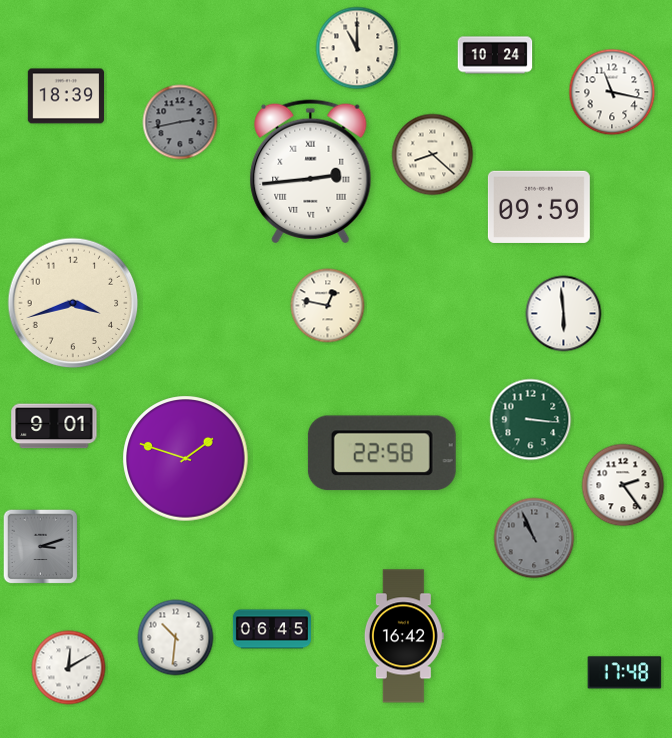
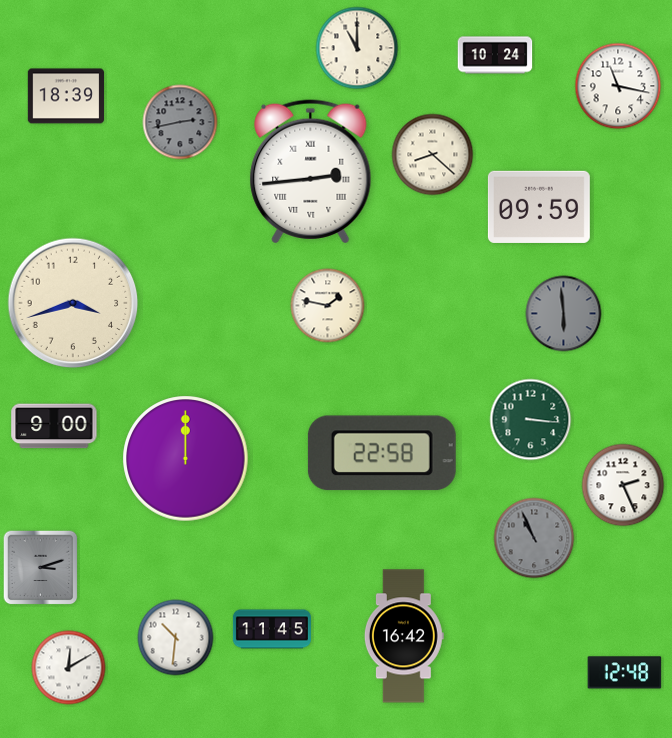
clock at (612, 92) position: (612, 92) -> (618, 86)
clock at (328, 306): 12:47 -> 1:47
clock at (564, 314) dial: white -> grey
clock at (54, 426): 9:01 -> 9:00
clock at (186, 459): 1:48 -> 12:00
clock at (623, 485): 2:24 -> 2:26
clock at (41, 547) position: (41, 547) -> (41, 568)
clock at (272, 629): 06:45 -> 11:45
clock at (625, 673): 17:48 -> 12:48
